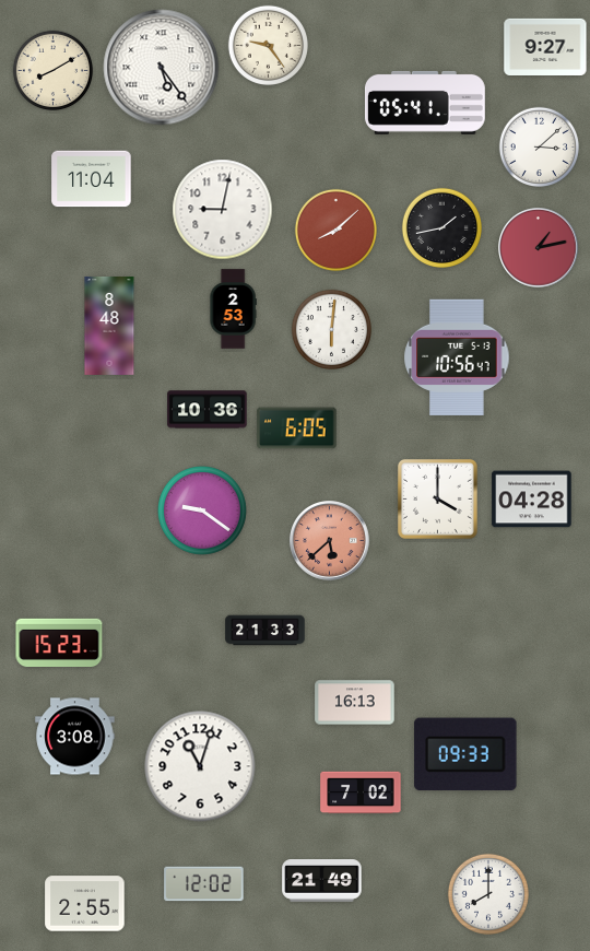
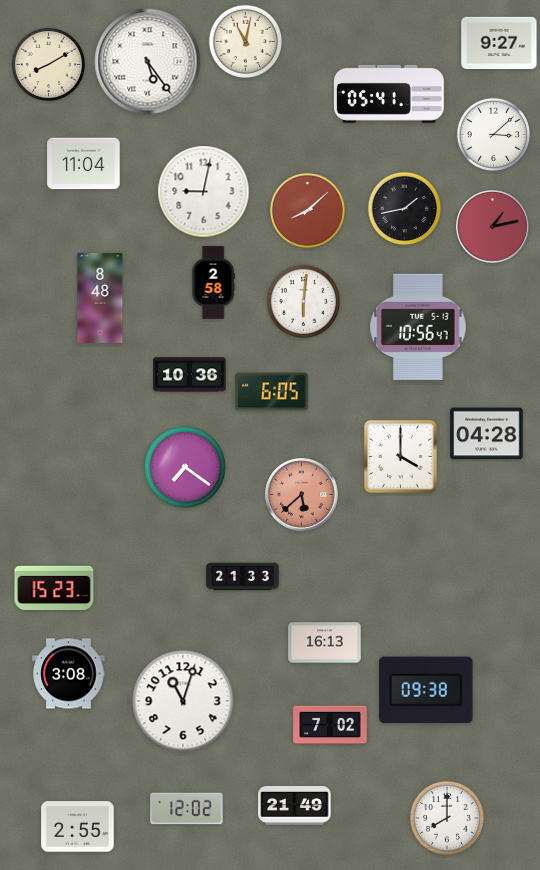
clock at (268, 45): 9:24 -> 11:02
clock at (233, 309): 2:53 -> 2:58
clock at (532, 500) position: (532, 500) -> (487, 434)
clock at (203, 512): 9:21 -> 7:21
clock at (465, 754): 09:33 -> 09:38
